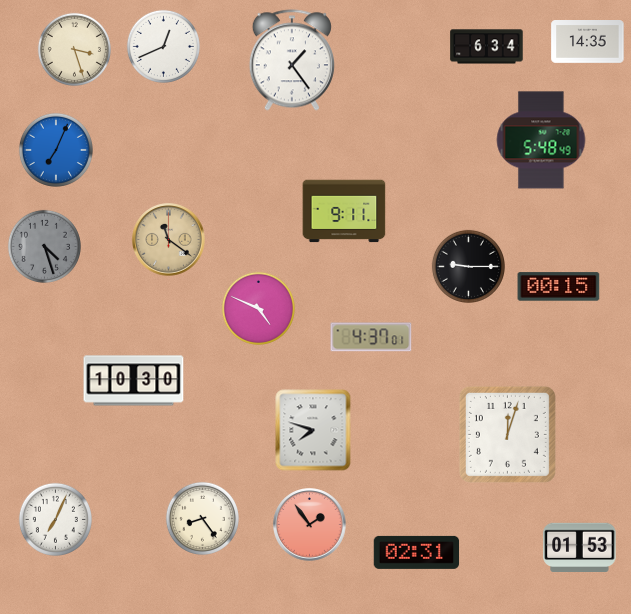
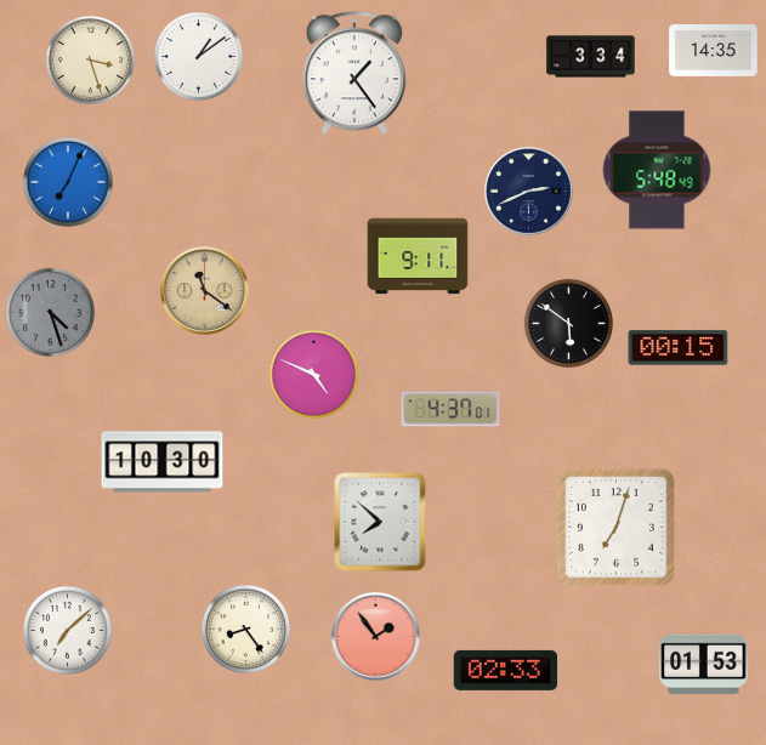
clock at (163, 46): 12:41 -> 1:09
clock at (487, 47): 6:34 -> 3:34
clock at (529, 192): none -> 2:41
clock at (44, 246) position: (44, 246) -> (50, 312)
clock at (468, 266): 9:15 -> 5:51
clock at (313, 430): 7:48 -> 7:52
clock at (507, 434): 12:03 -> 7:03
clock at (55, 519): 7:04 -> 7:08
clock at (417, 552): 02:31 -> 02:33
